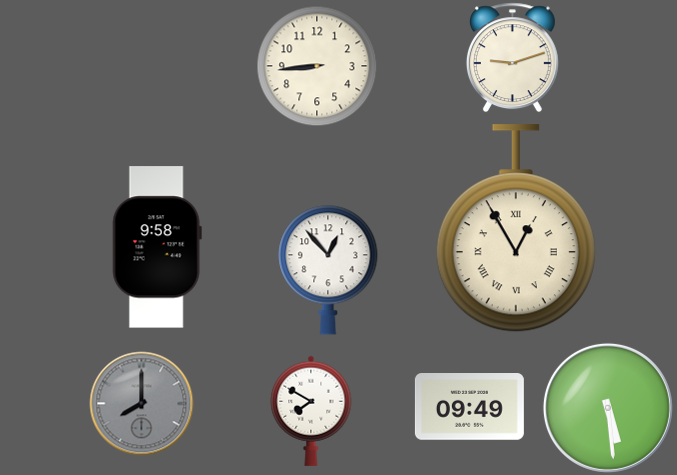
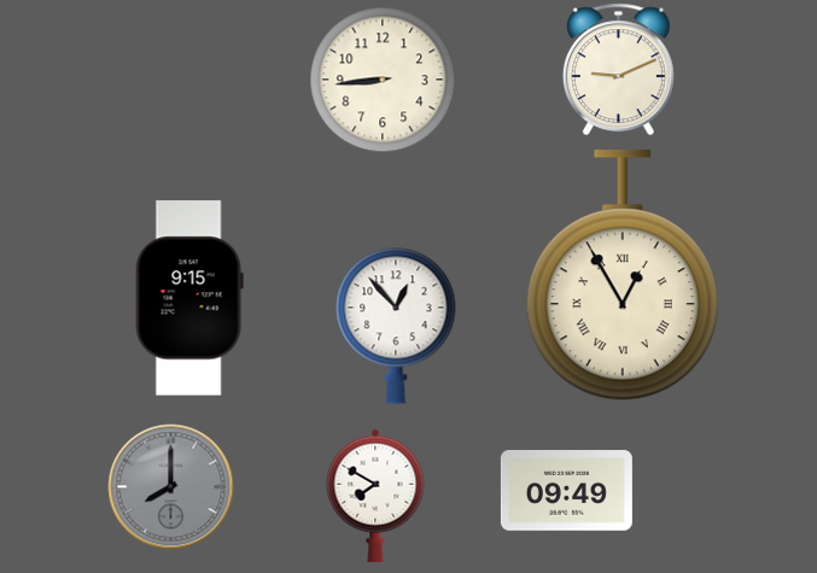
clock at (512, 58): 9:12 -> 9:11
clock at (157, 247): 9:58 -> 9:15
clock at (608, 408): 5:29 -> none
